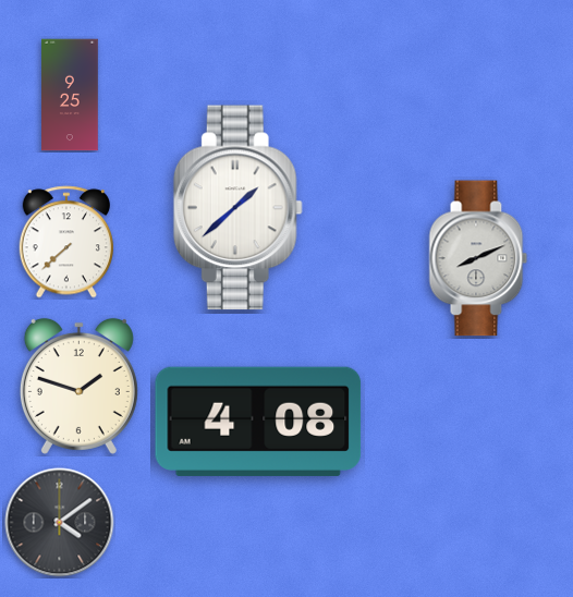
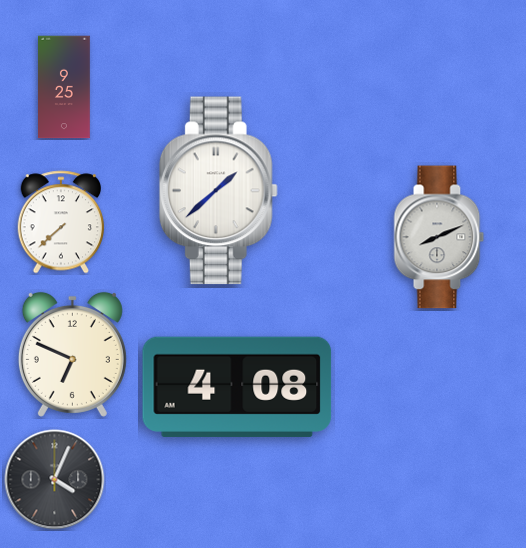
clock at (78, 386): 1:48 -> 6:49
clock at (60, 523): 4:09 -> 4:04
